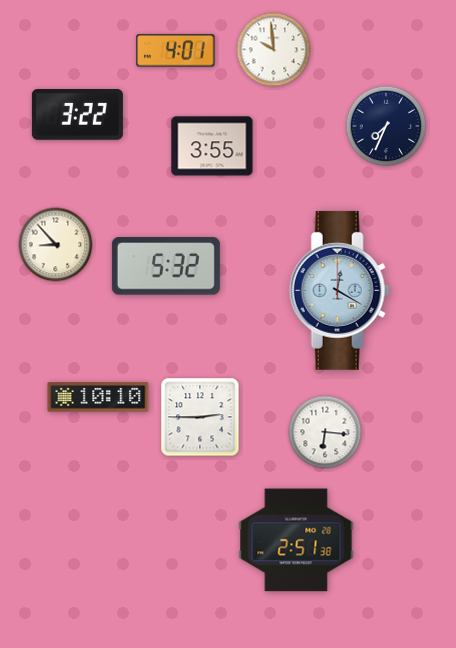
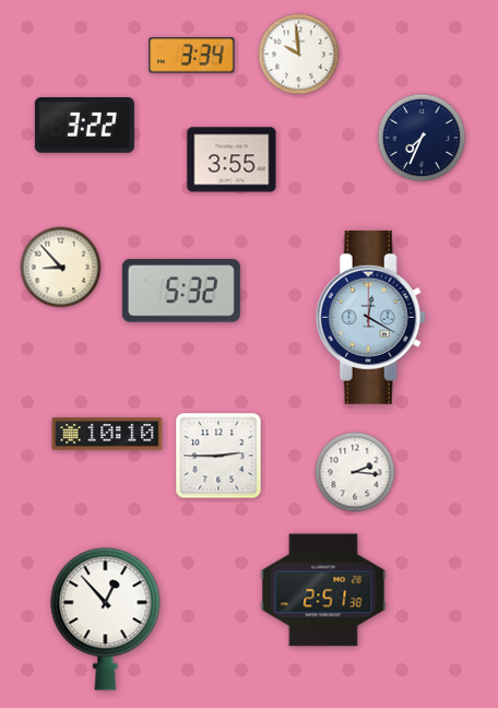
clock at (176, 51): 4:01 -> 3:34
clock at (325, 432): 6:16 -> 2:16
clock at (106, 619): none -> 12:53
